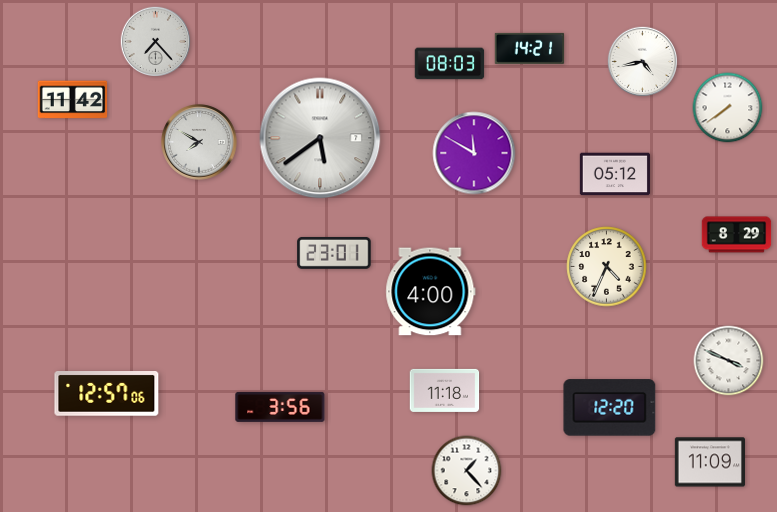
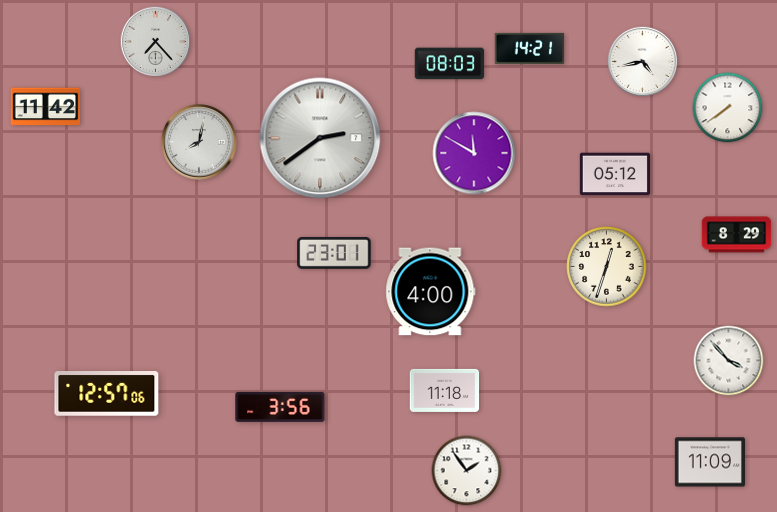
clock at (73, 100) position: (73, 100) -> (46, 107)
clock at (320, 138): 5:39 -> 2:39
clock at (199, 142): 7:50 -> 8:02
clock at (607, 267): 4:34 -> 12:33
clock at (729, 361): 3:49 -> 3:53
clock at (610, 408): 12:20 -> none
clock at (467, 471): 1:23 -> 1:54
